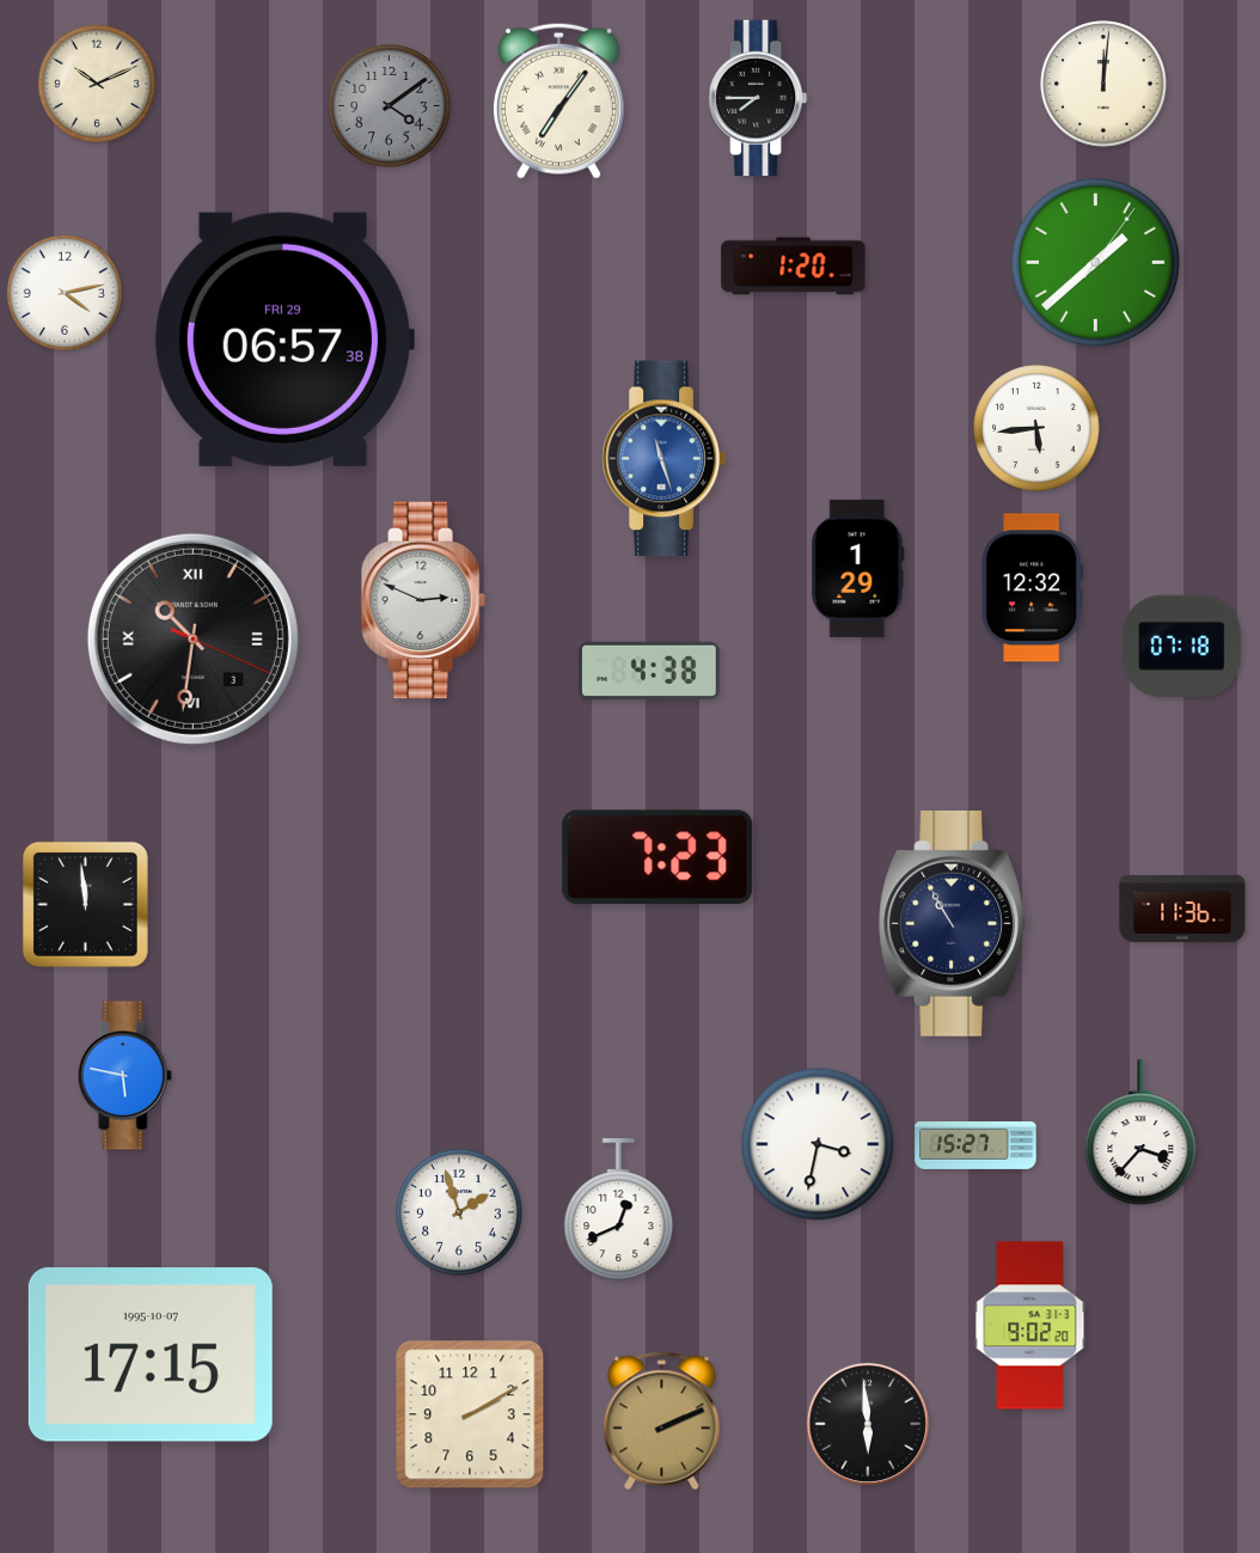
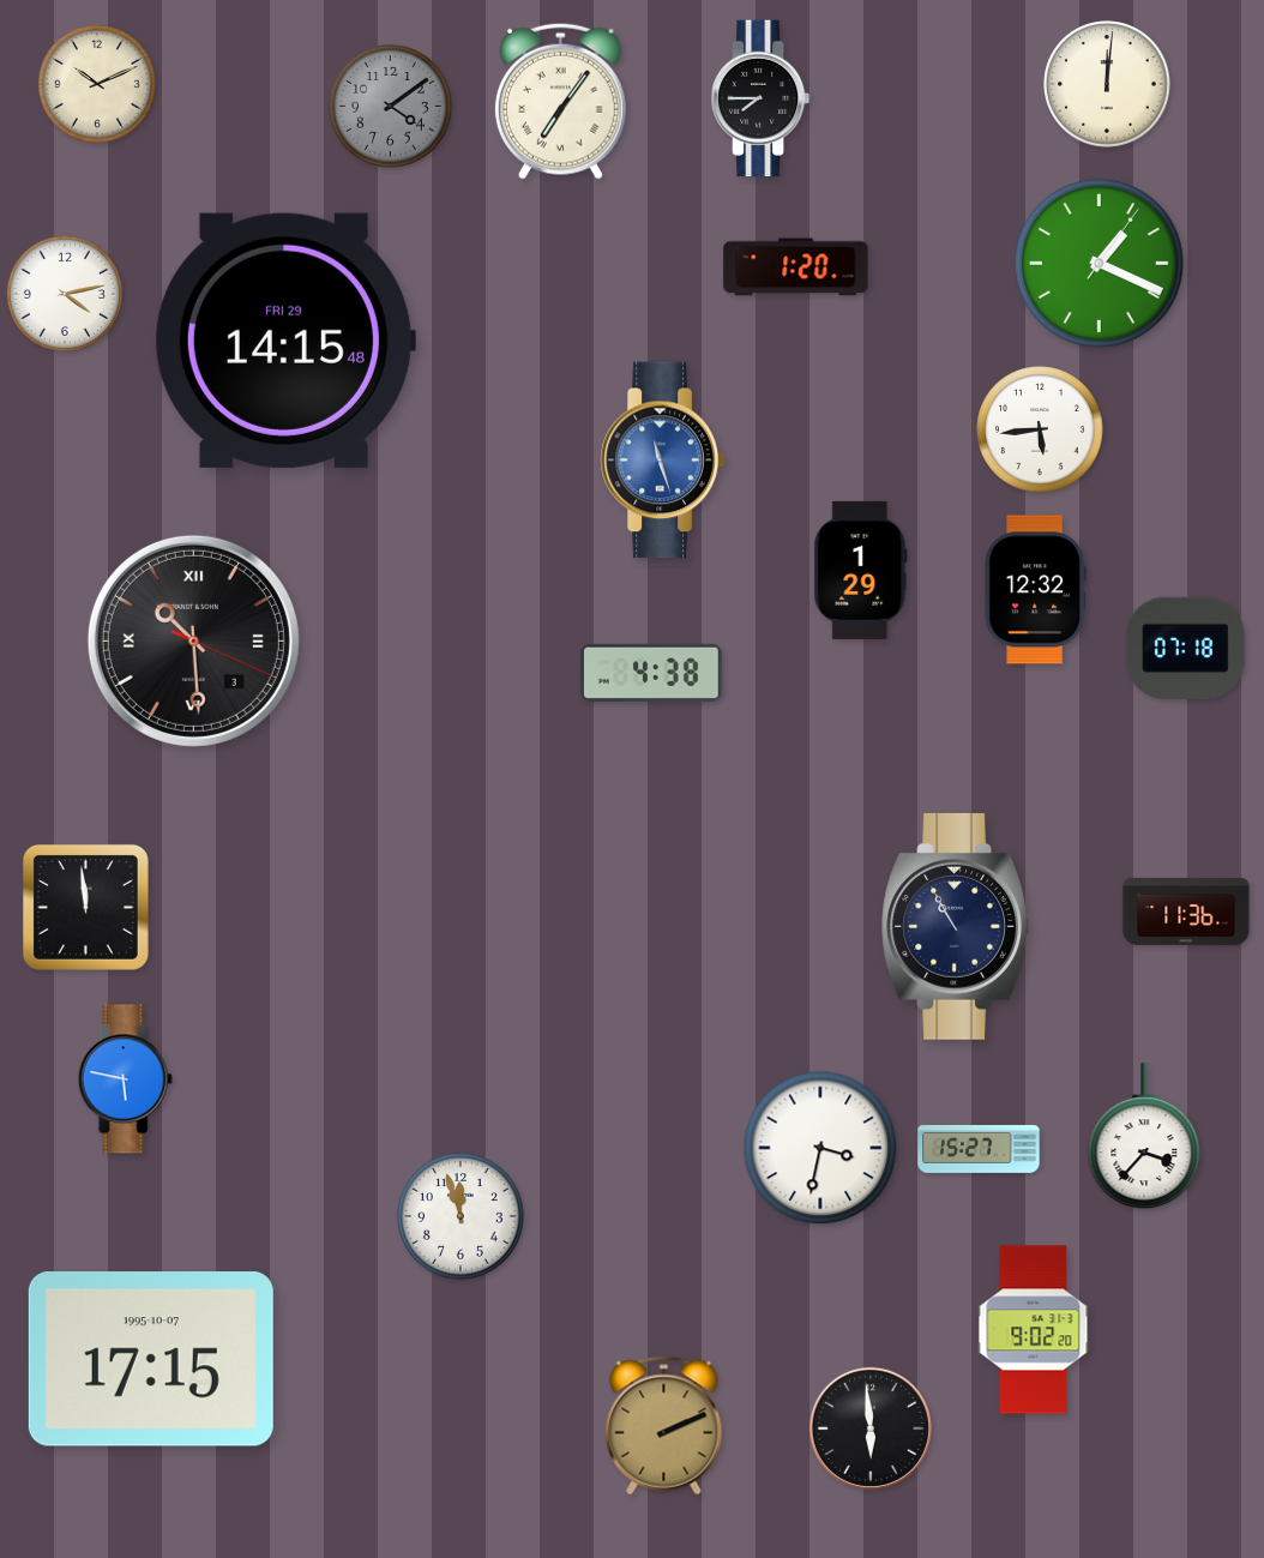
clock at (1095, 262): 1:38 -> 1:19
clock at (283, 340): 06:57 -> 14:15
clock at (663, 459) position: (663, 459) -> (662, 461)
clock at (423, 600): 2:49 -> none
clock at (192, 638): 10:31 -> 10:29
clock at (657, 856): 7:23 -> none
clock at (619, 1210): 12:41 -> none
clock at (459, 1212): 1:57 -> 11:57
clock at (470, 1414): 2:10 -> none
